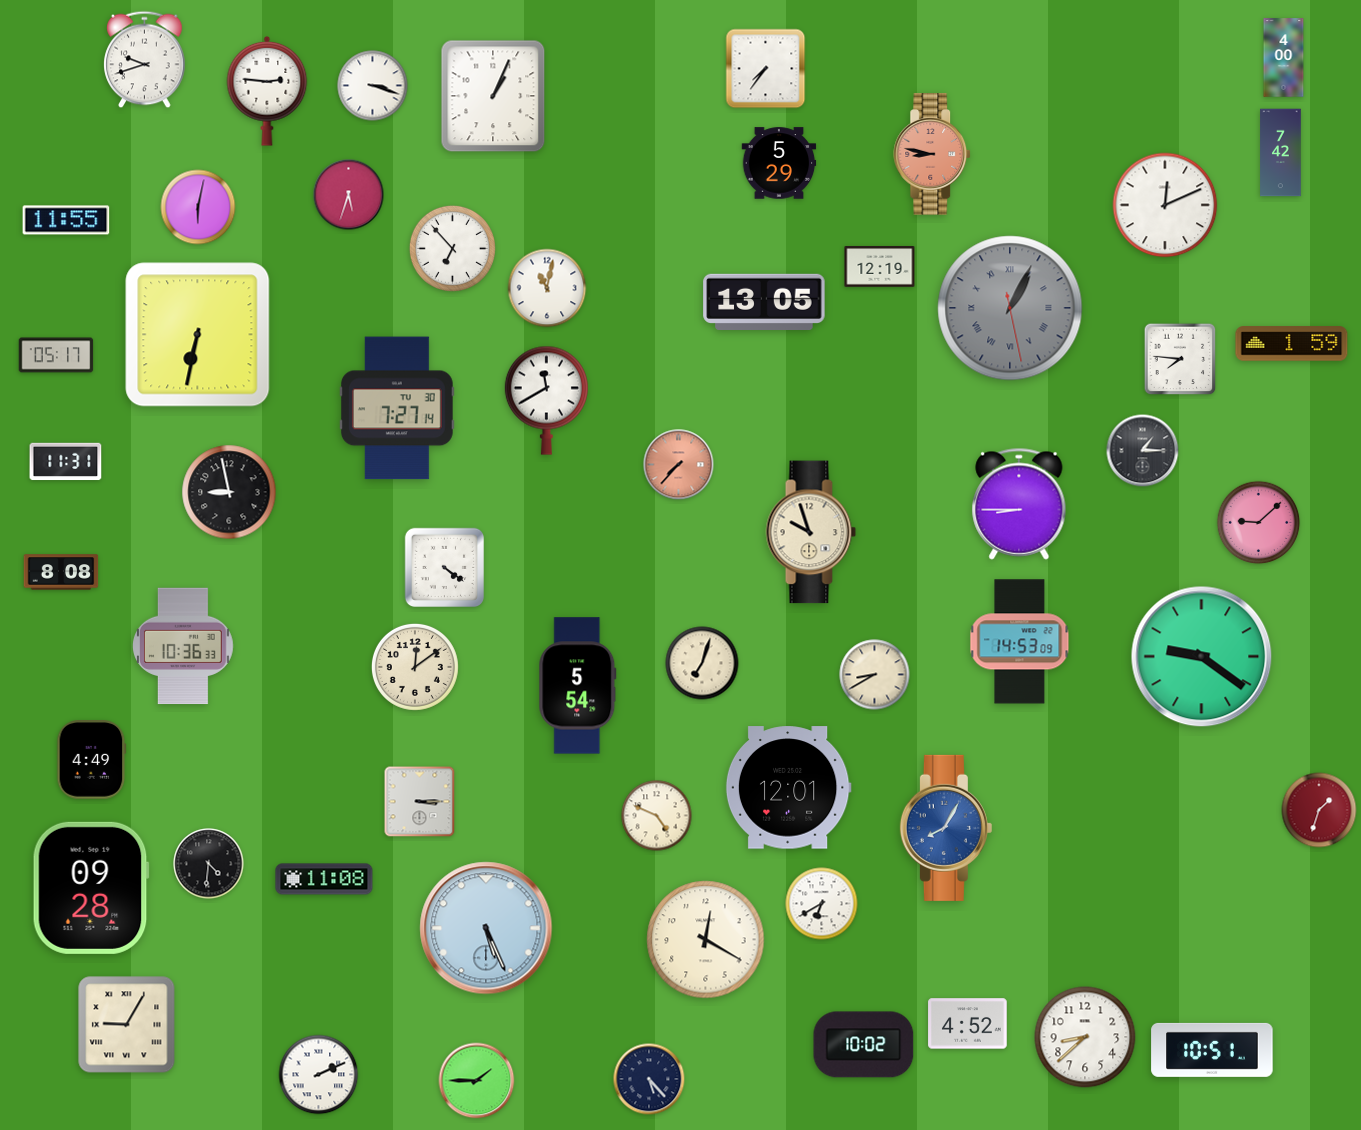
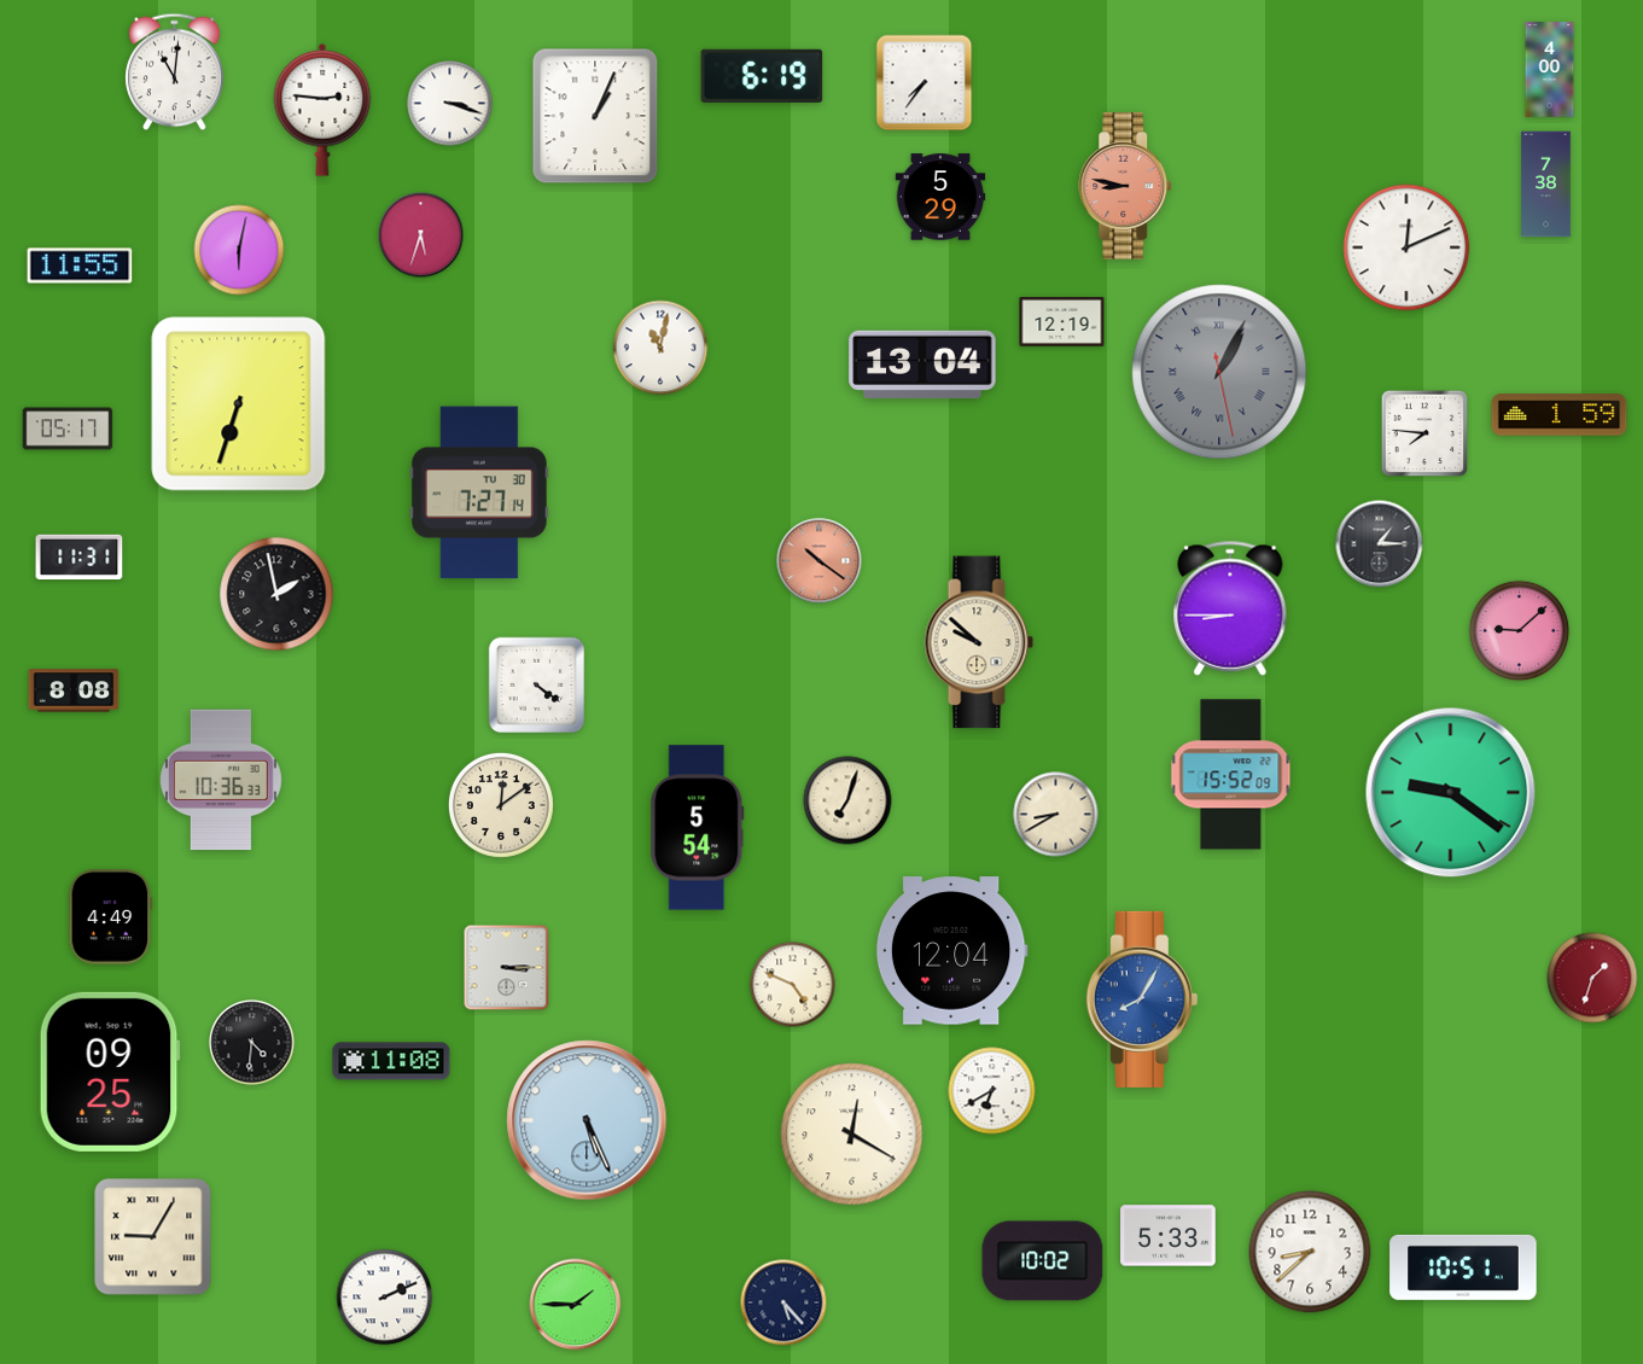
clock at (145, 60): 9:42 -> 11:01
clock at (762, 76): none -> 6:19
clock at (1281, 153): 7:42 -> 7:38
clock at (452, 248): 6:53 -> none
clock at (764, 301): 13:05 -> 13:04
clock at (198, 335): 6:32 -> 6:33
clock at (546, 400): 11:40 -> none
clock at (679, 465): 7:37 -> 10:21
clock at (229, 492): 8:58 -> 1:58
clock at (811, 532): 9:57 -> 9:52
clock at (1020, 642): 14:53 -> 15:52
clock at (788, 788): 12:01 -> 12:04
clock at (91, 888): 09:28 -> 09:25
clock at (968, 1024): 4:52 -> 5:33
